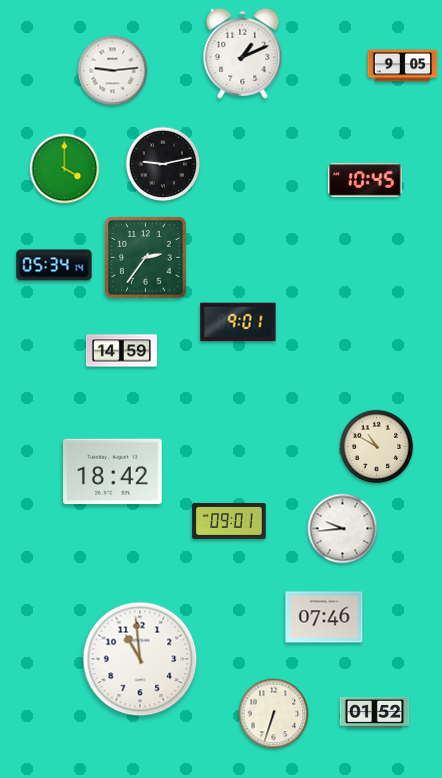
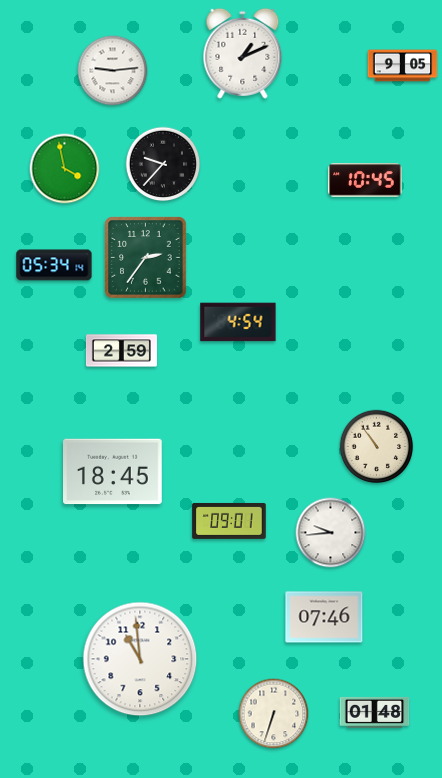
clock at (163, 164): 9:13 -> 9:37
clock at (65, 169): 4:00 -> 3:58
clock at (238, 322): 9:01 -> 4:54
clock at (121, 351): 14:59 -> 2:59
clock at (377, 447): 10:50 -> 10:54
clock at (113, 472): 18:42 -> 18:45
clock at (343, 529) position: (343, 529) -> (331, 533)
clock at (375, 712): 01:52 -> 01:48
